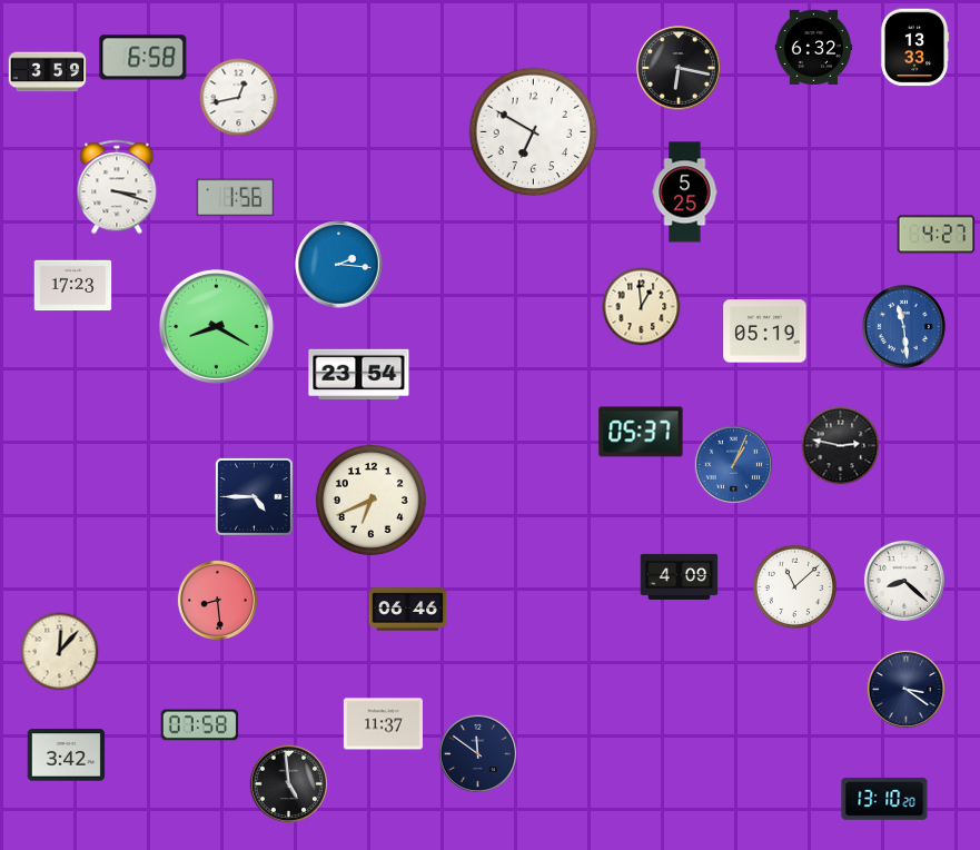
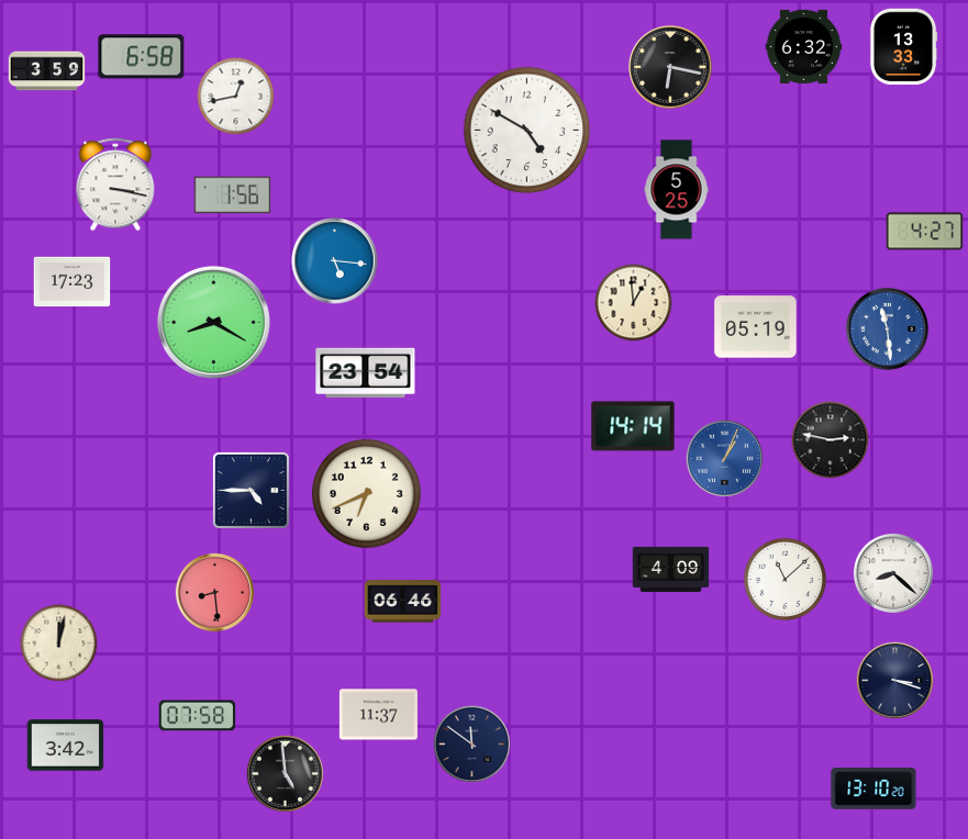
clock at (534, 132): 6:50 -> 4:50
clock at (117, 187): 3:18 -> 3:17
clock at (339, 265): 2:16 -> 5:16
clock at (904, 327) position: (904, 327) -> (888, 329)
clock at (359, 375) position: (359, 375) -> (366, 373)
clock at (641, 432): 05:37 -> 14:14
clock at (60, 652): 12:07 -> 12:02
clock at (907, 690): 3:21 -> 3:18
